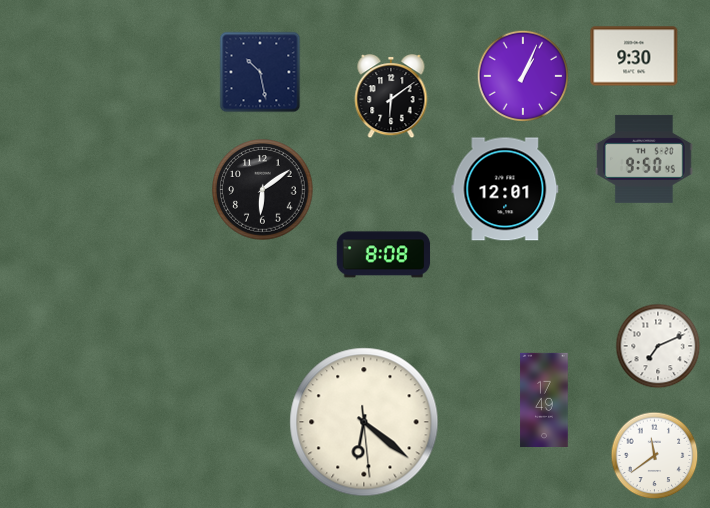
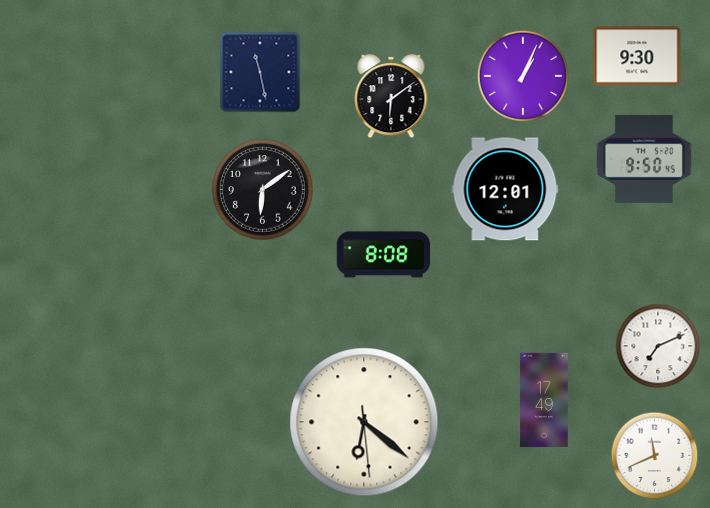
clock at (634, 56) position: (634, 56) -> (637, 56)
clock at (260, 72): 10:28 -> 11:28
clock at (655, 456): 11:39 -> 11:41
